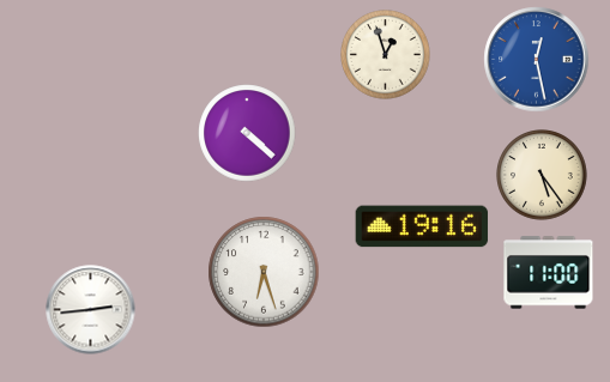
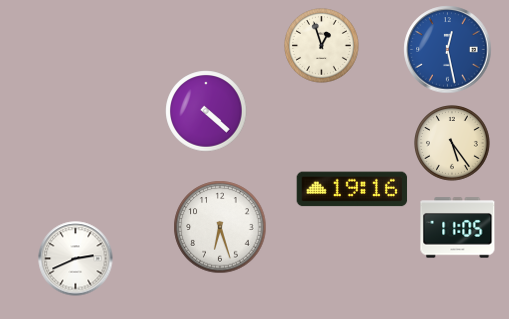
clock at (542, 175) position: (542, 175) -> (452, 143)
clock at (549, 273): 11:00 -> 11:05
clock at (91, 310): 2:44 -> 2:41
